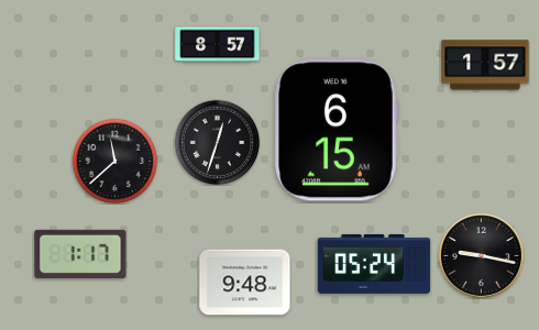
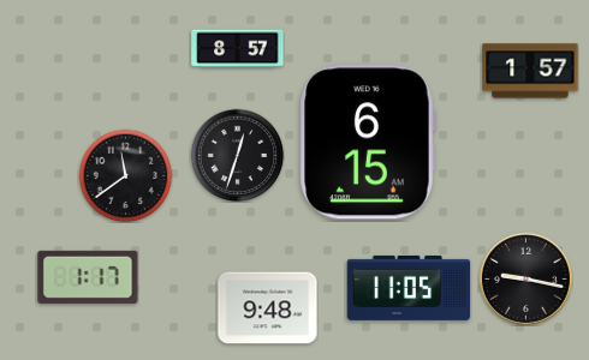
clock at (114, 161): 11:38 -> 11:39
clock at (374, 264): 05:24 -> 11:05
